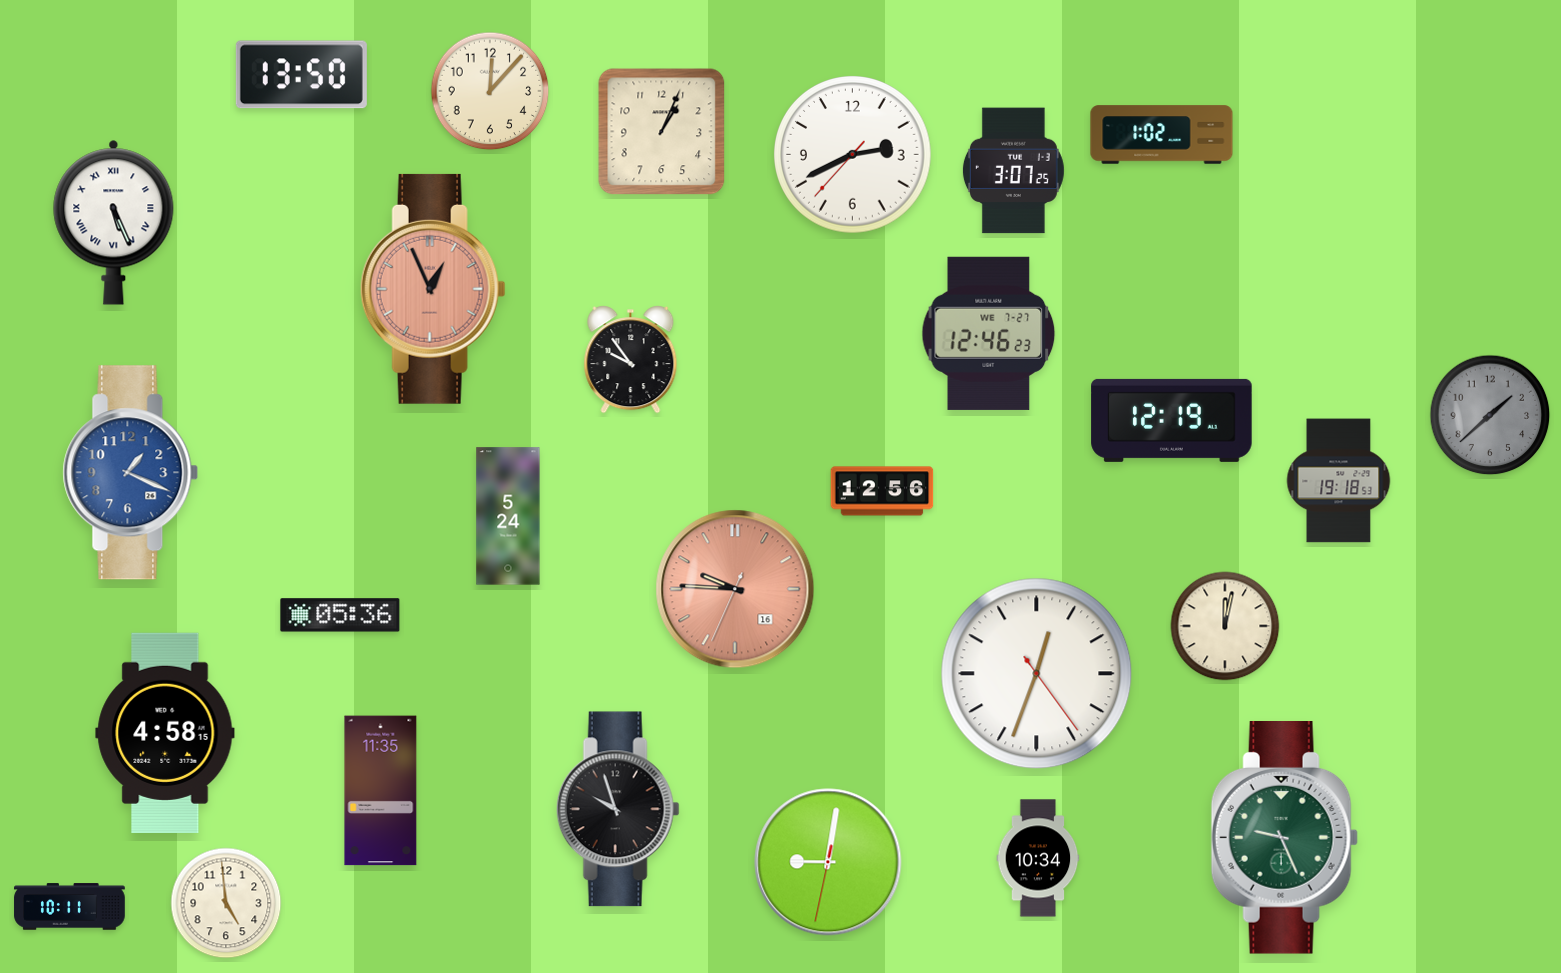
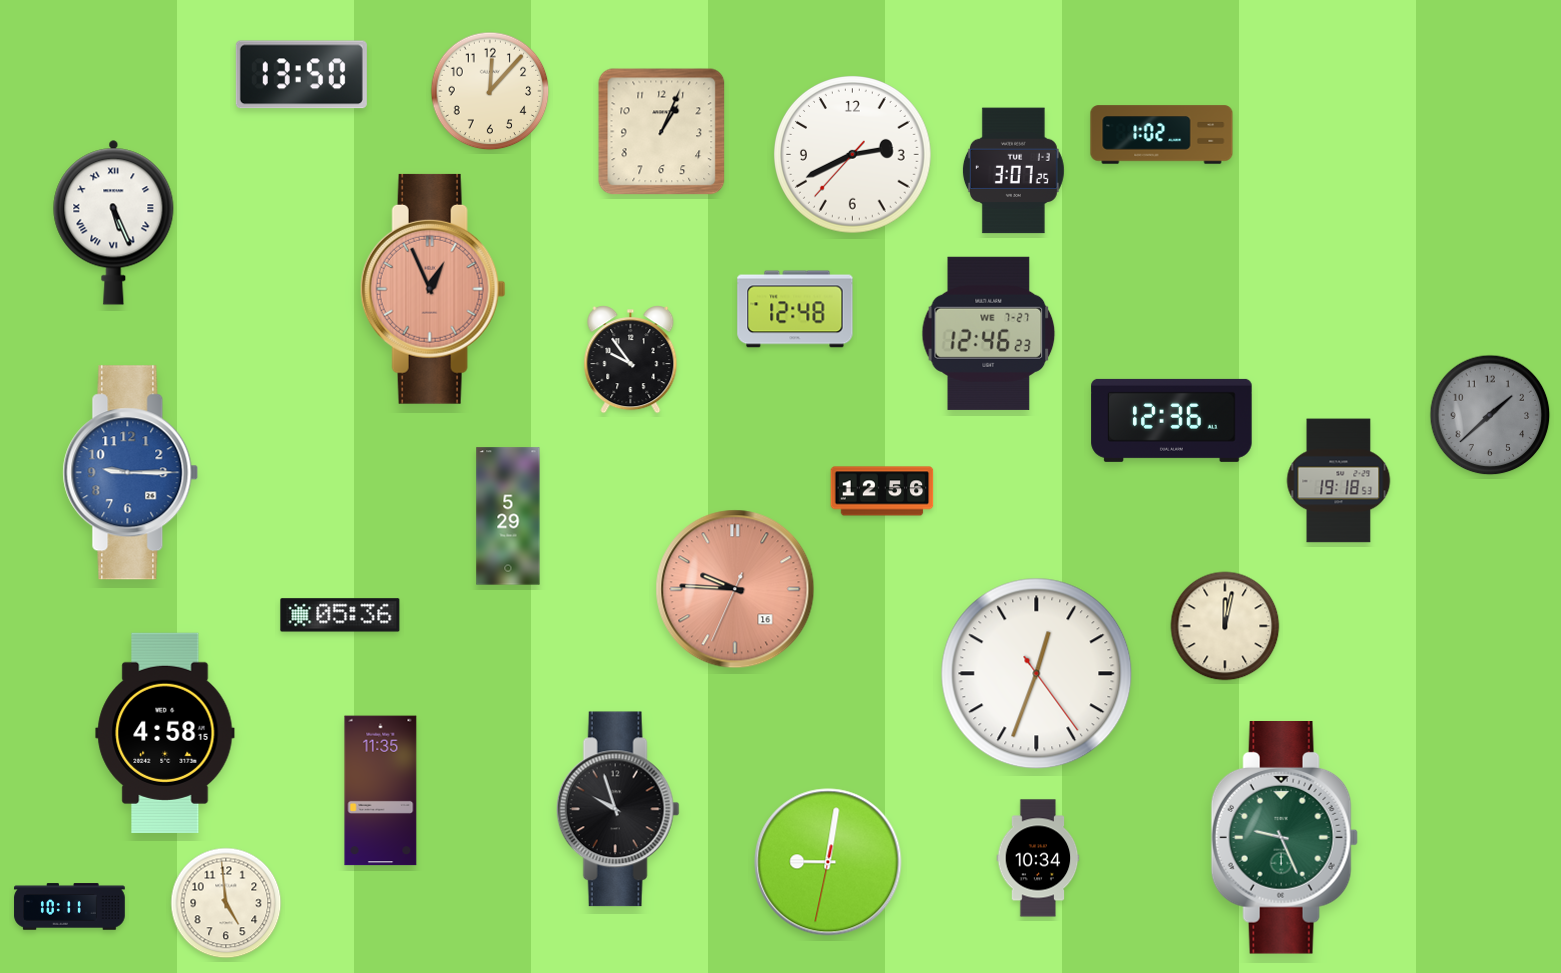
clock at (795, 309): none -> 12:48
clock at (1172, 420): 12:19 -> 12:36
clock at (131, 473): 1:19 -> 9:15
clock at (508, 516): 5:24 -> 5:29
